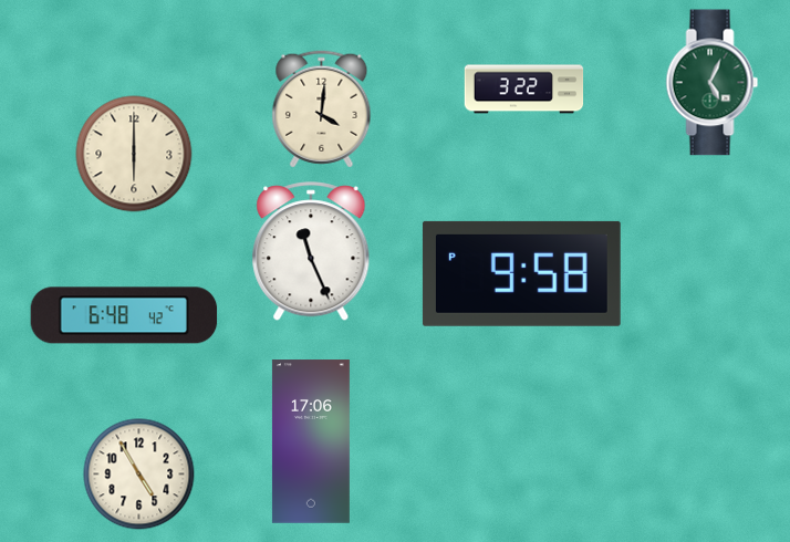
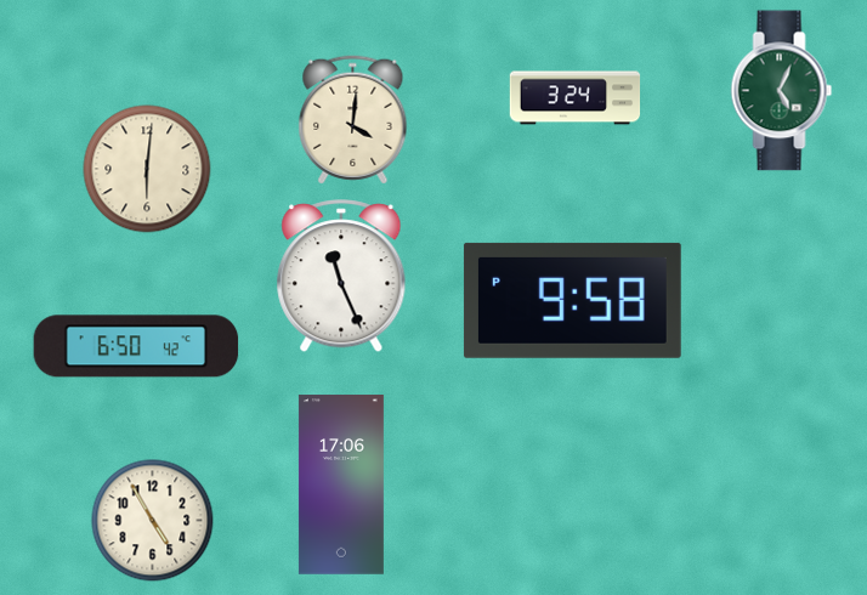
clock at (524, 90): 3:22 -> 3:24
clock at (134, 154): 6:00 -> 6:01
clock at (124, 315): 6:48 -> 6:50
